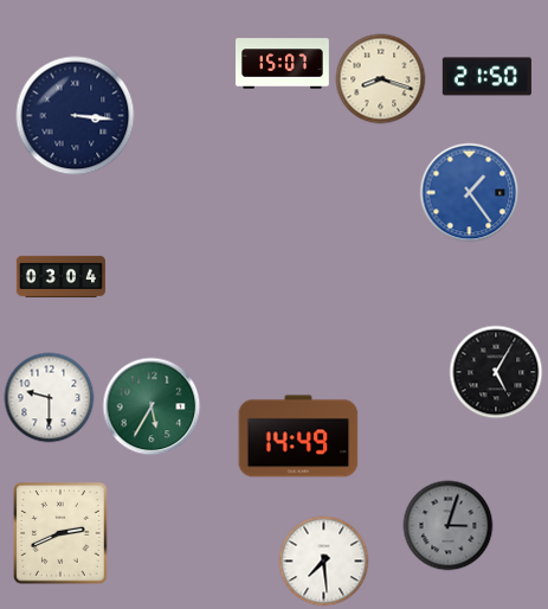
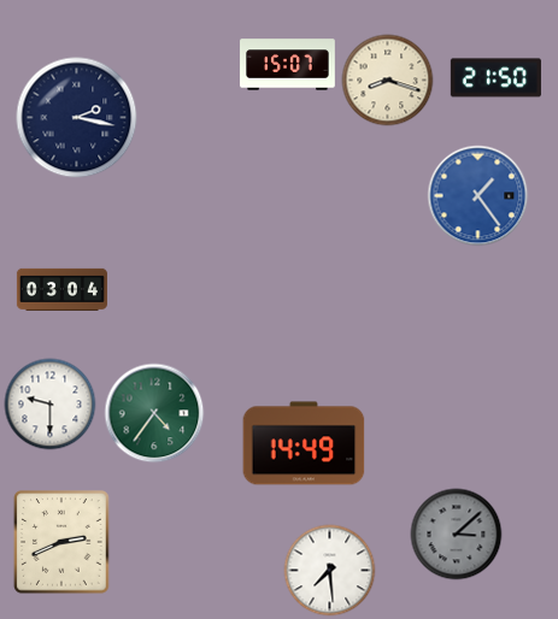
clock at (76, 116): 3:16 -> 2:17
clock at (60, 276) position: (60, 276) -> (61, 289)
clock at (496, 372): 5:05 -> none
clock at (151, 406): 5:35 -> 4:36
clock at (449, 526): 3:03 -> 3:08
